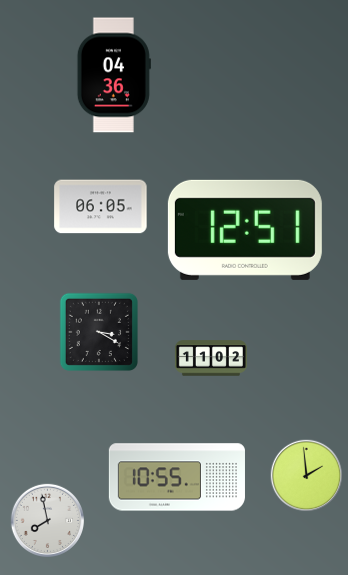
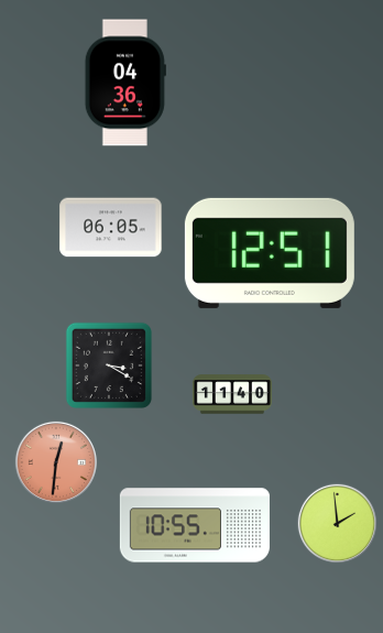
clock at (211, 358): 11:02 -> 11:40
clock at (56, 462): none -> 12:31
clock at (47, 520): 7:58 -> none
